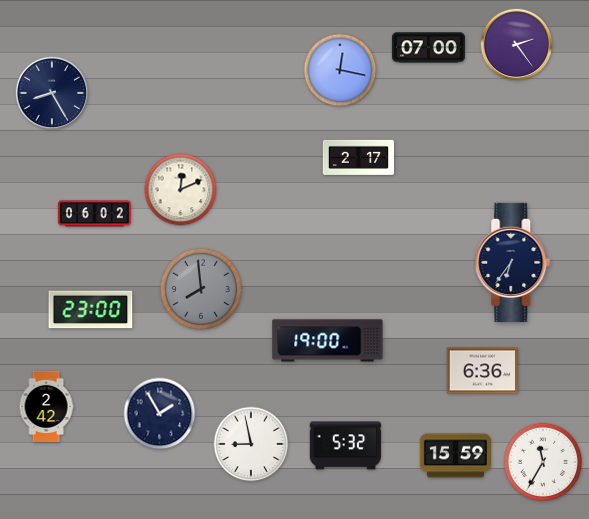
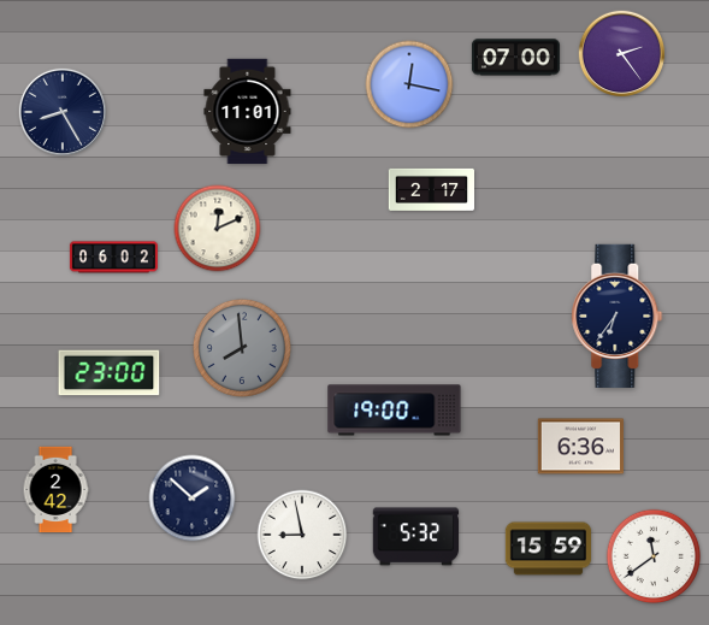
clock at (248, 112): none -> 11:01
clock at (160, 414): 1:55 -> 1:52
clock at (543, 462): 11:35 -> 11:39
